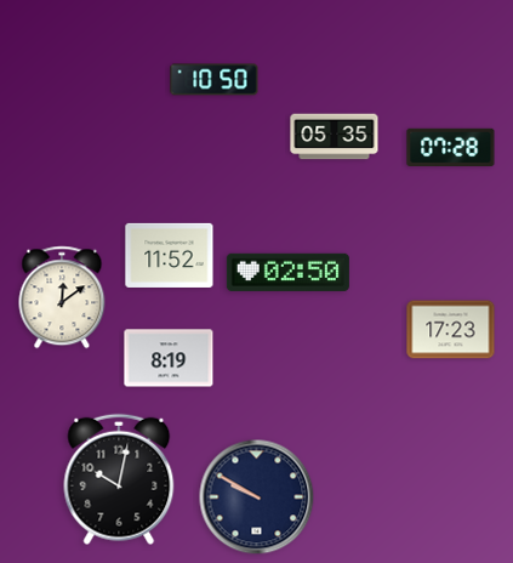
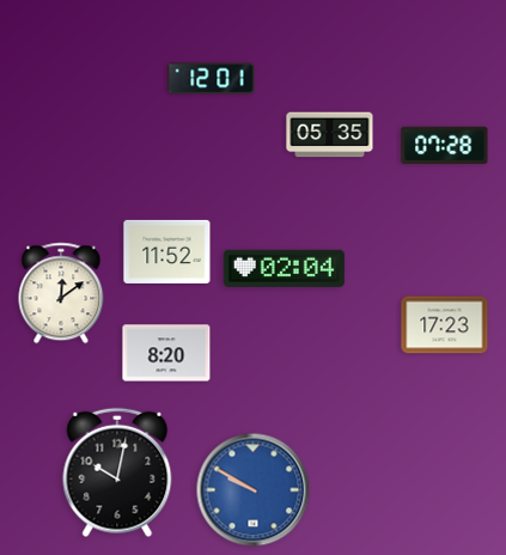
clock at (215, 80): 10:50 -> 12:01
clock at (287, 272): 02:50 -> 02:04
clock at (169, 358): 8:19 -> 8:20
clock at (257, 497) dial: navy -> blue
